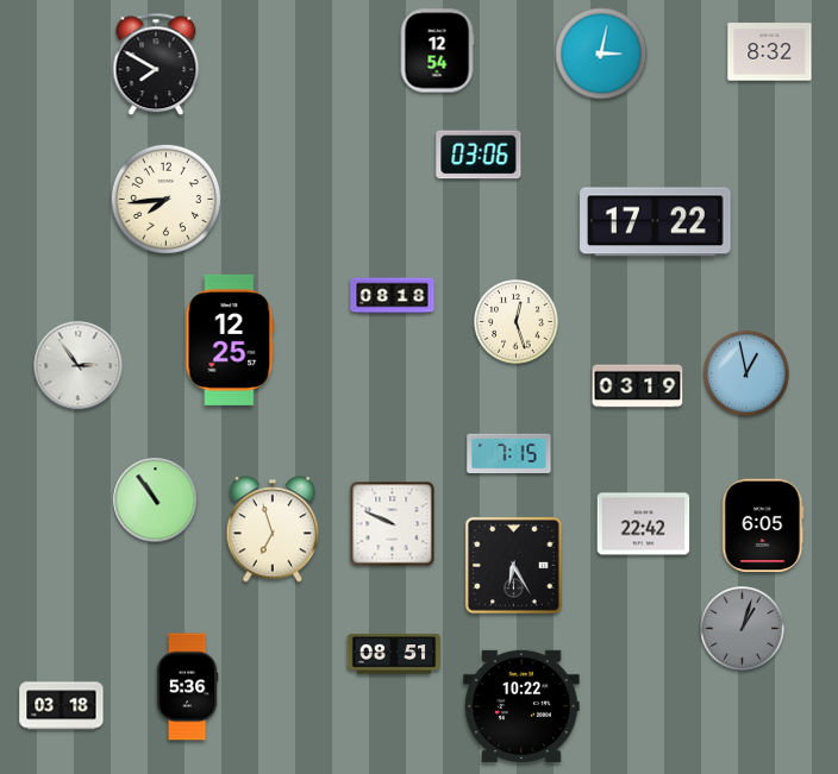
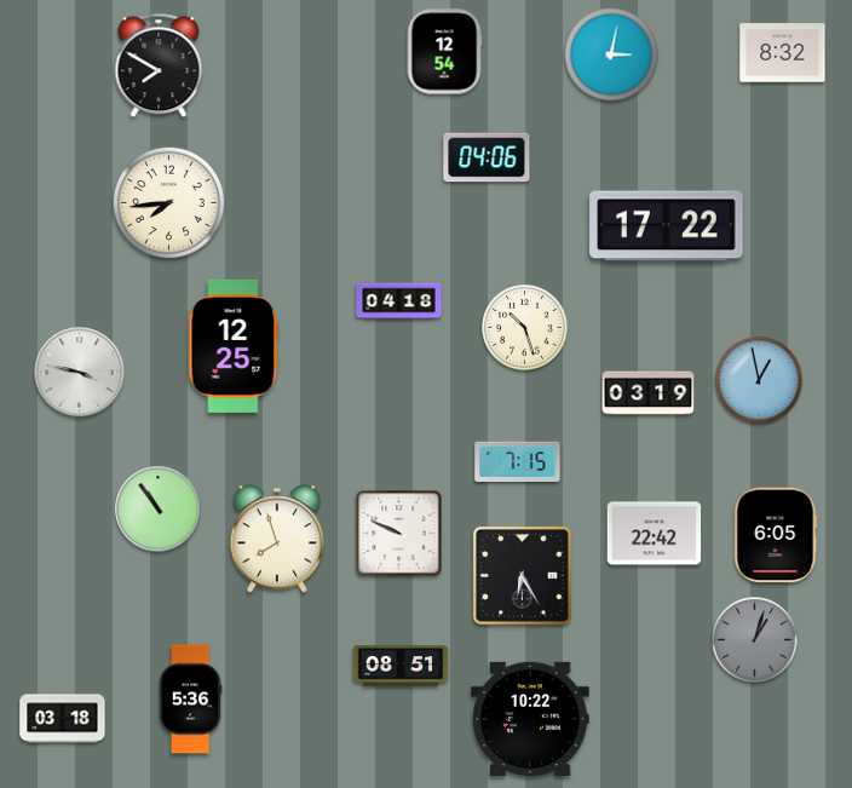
clock at (479, 155): 03:06 -> 04:06
clock at (393, 296): 08:18 -> 04:18
clock at (517, 322): 12:27 -> 10:27
clock at (79, 366): 2:54 -> 3:47
clock at (271, 529): 6:57 -> 7:57
